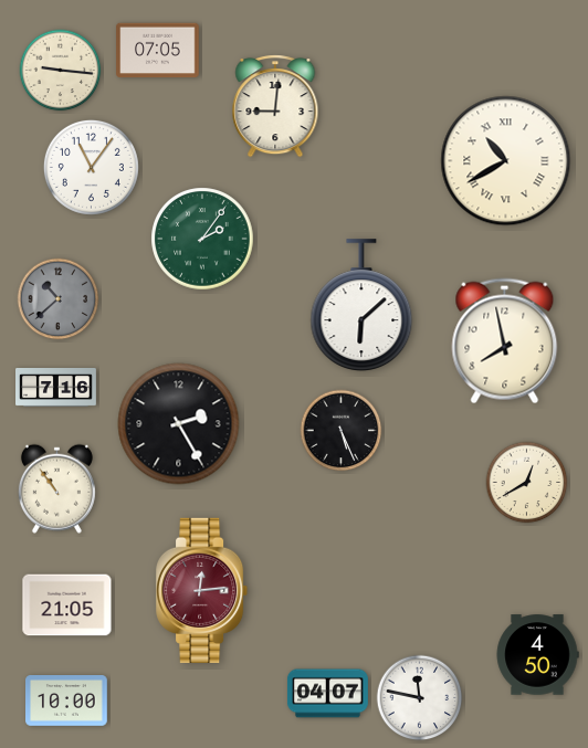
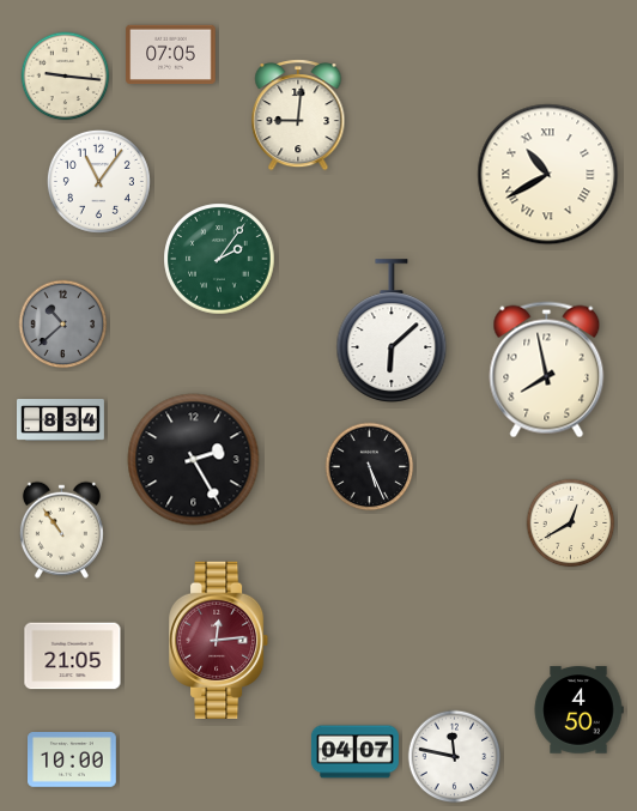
clock at (56, 388): 7:16 -> 8:34
clock at (537, 655) position: (537, 655) -> (578, 710)
